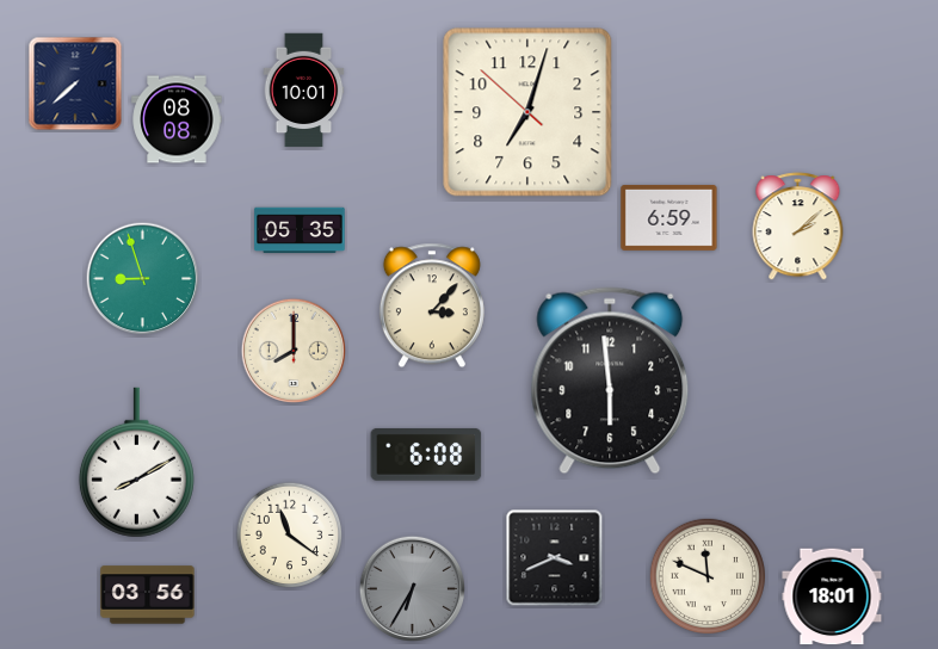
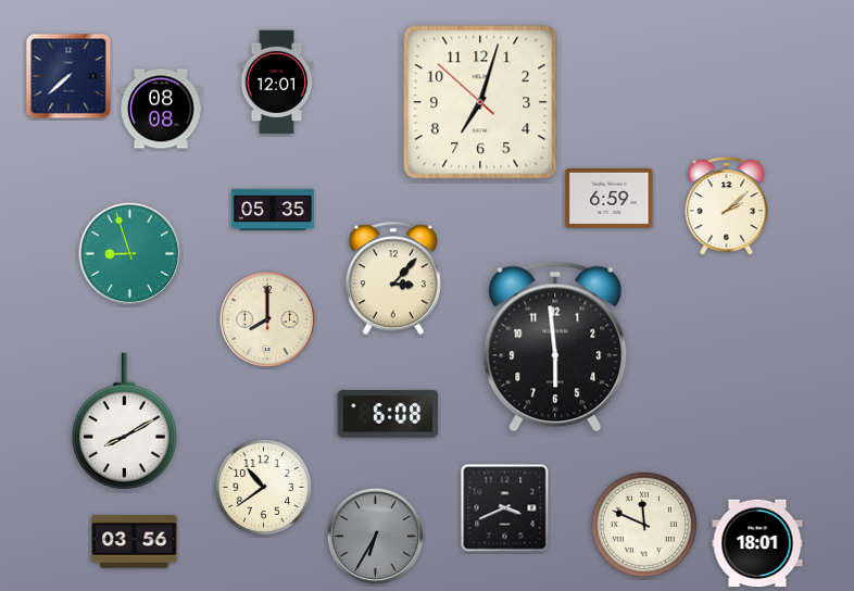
clock at (304, 91): 10:01 -> 12:01
clock at (290, 536): 11:21 -> 10:39
